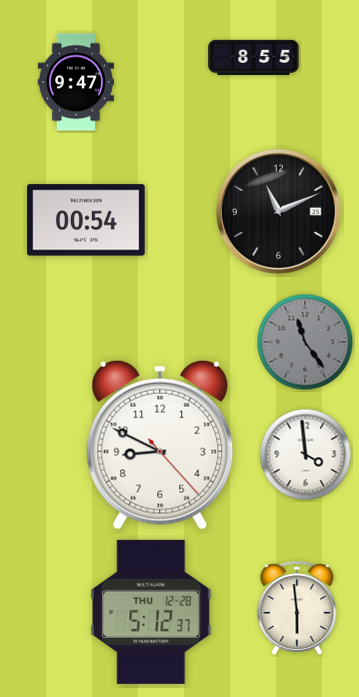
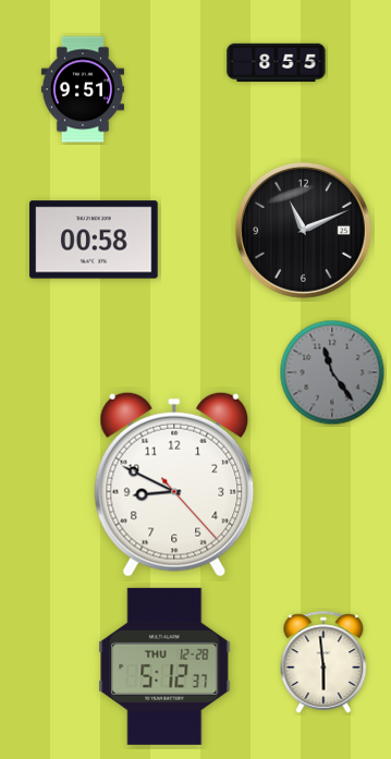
clock at (76, 82): 9:47 -> 9:51
clock at (86, 220): 00:54 -> 00:58
clock at (306, 455): 3:59 -> none
